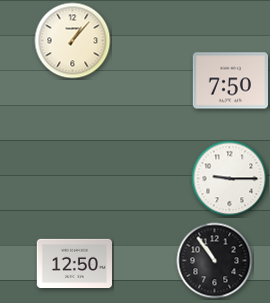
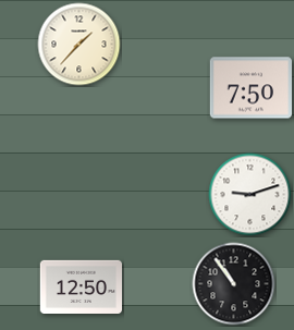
clock at (73, 41): 1:07 -> 1:37
clock at (230, 179): 9:15 -> 9:12
